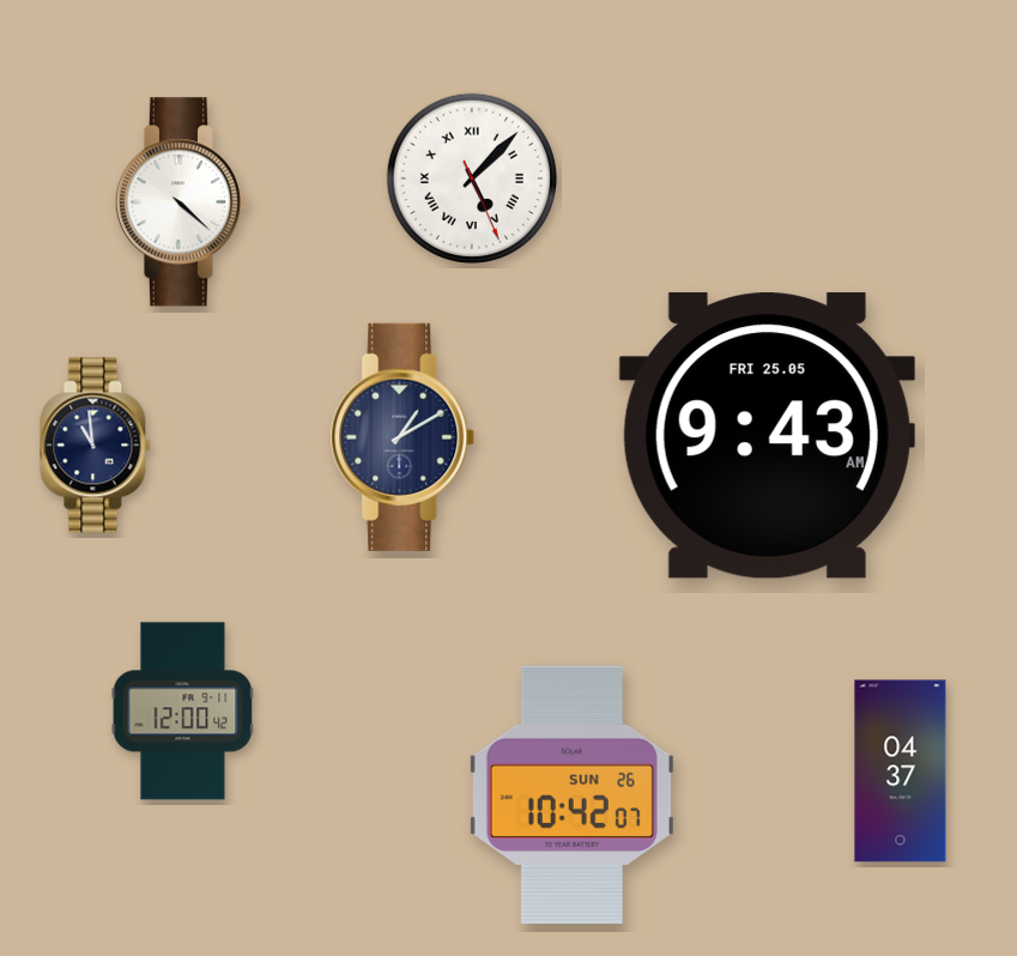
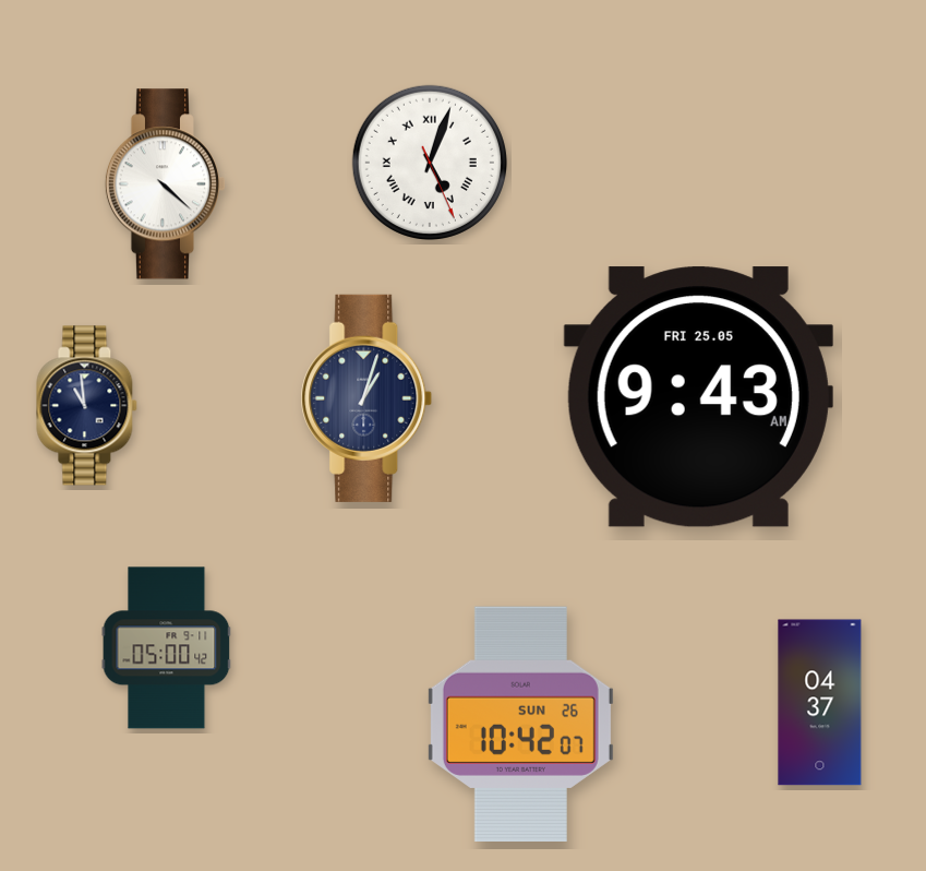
clock at (472, 179): 5:07 -> 5:03
clock at (402, 437): 1:10 -> 1:03
clock at (183, 712): 12:00 -> 05:00
